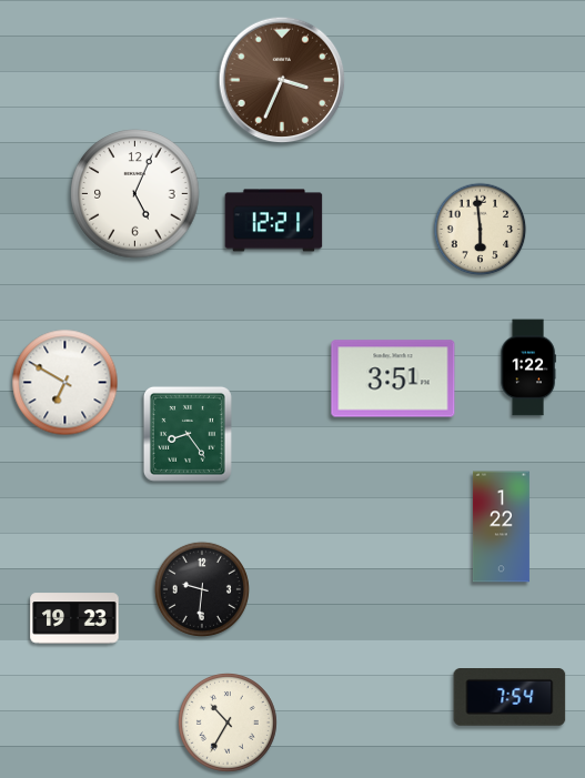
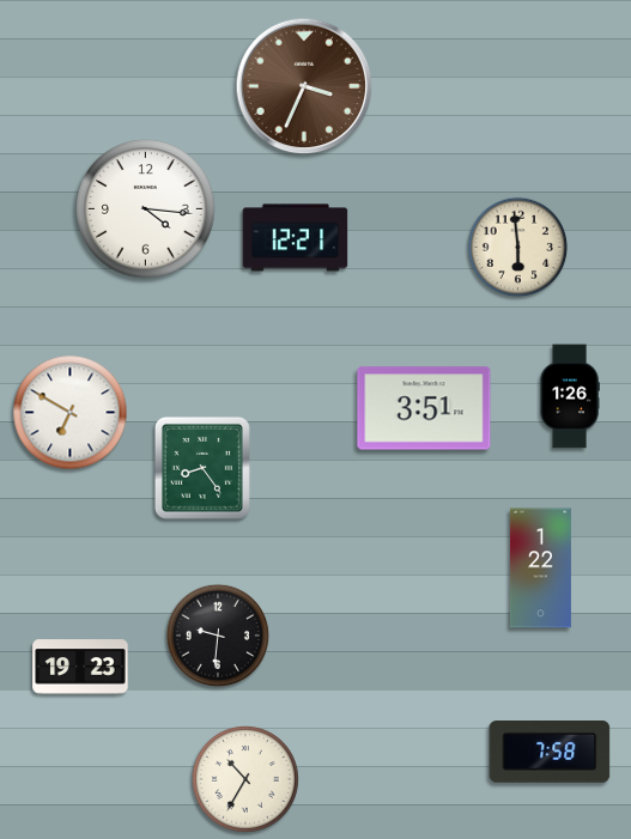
clock at (135, 194): 5:04 -> 4:16
clock at (528, 367): 1:22 -> 1:26
clock at (510, 698): 7:54 -> 7:58
